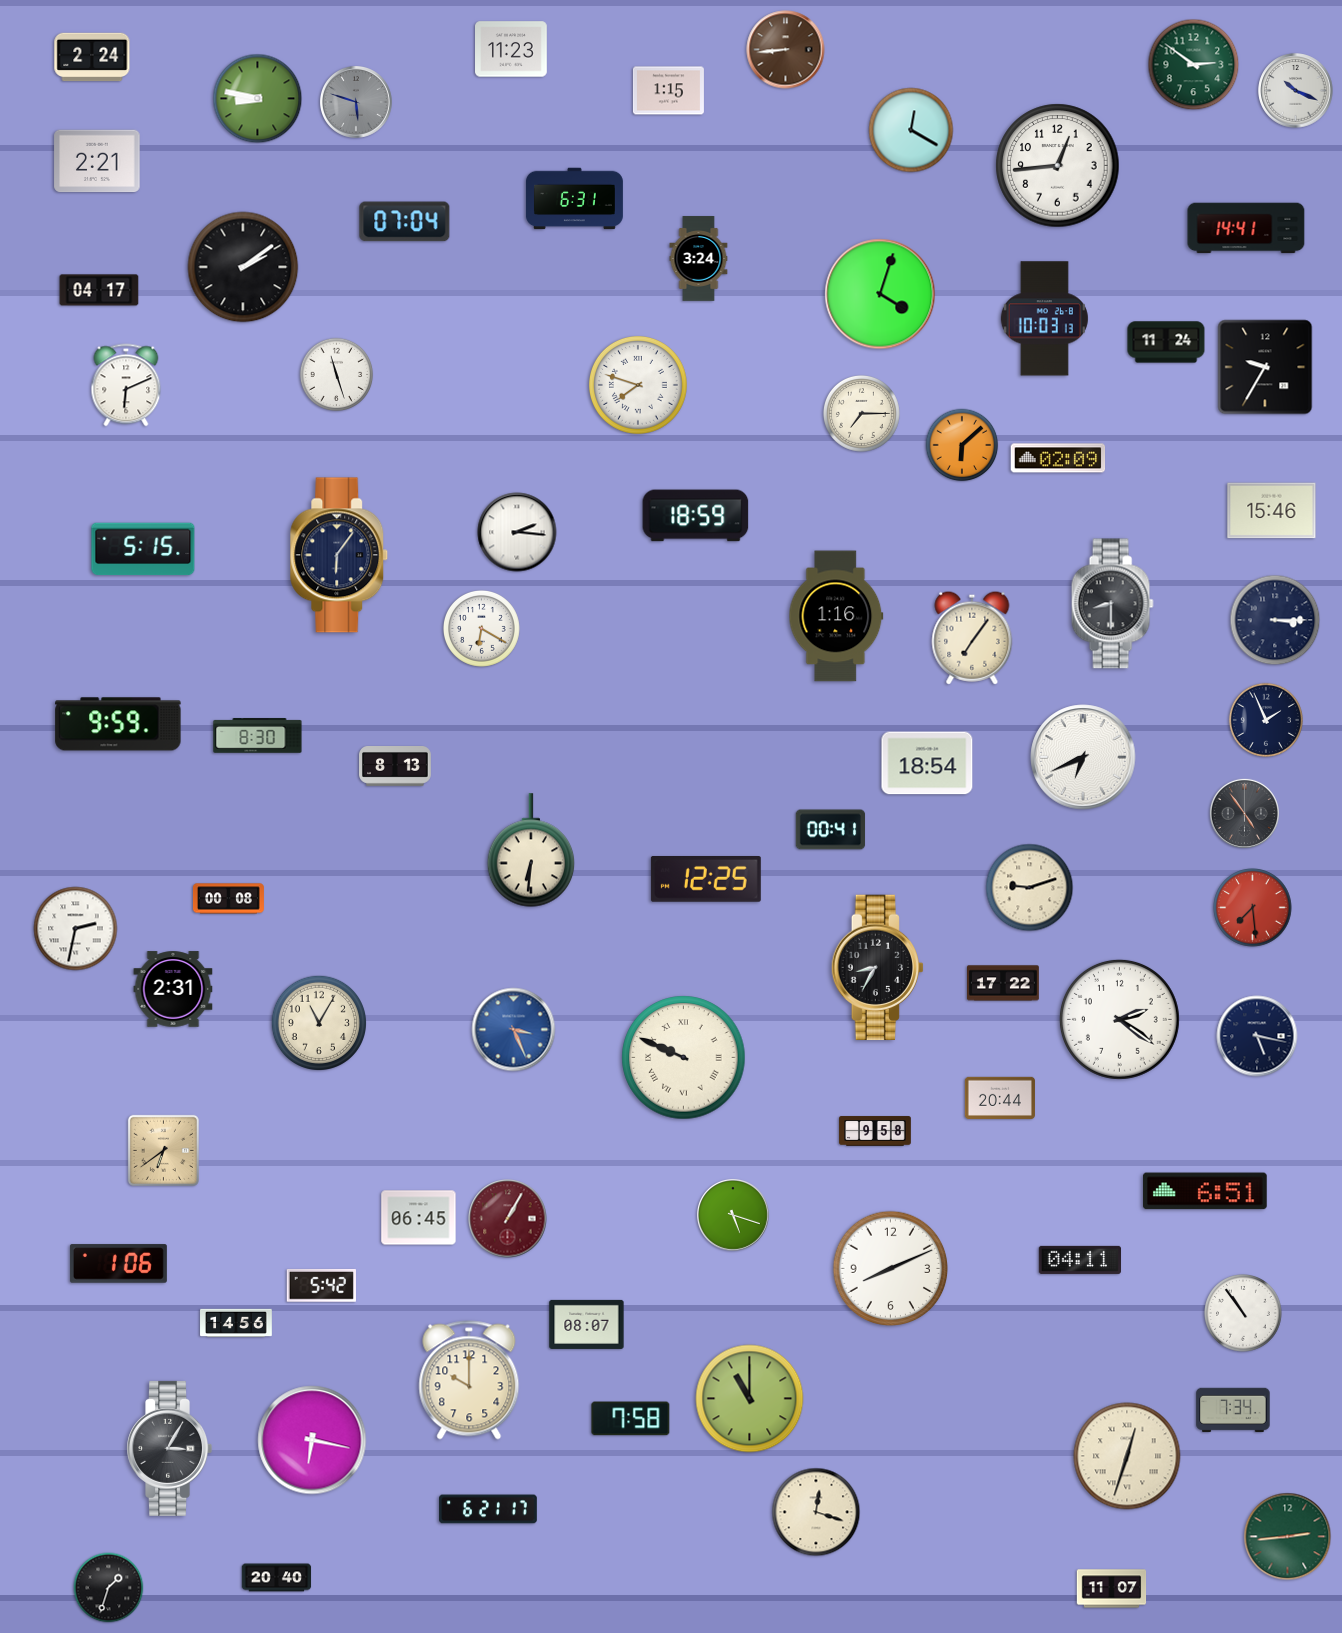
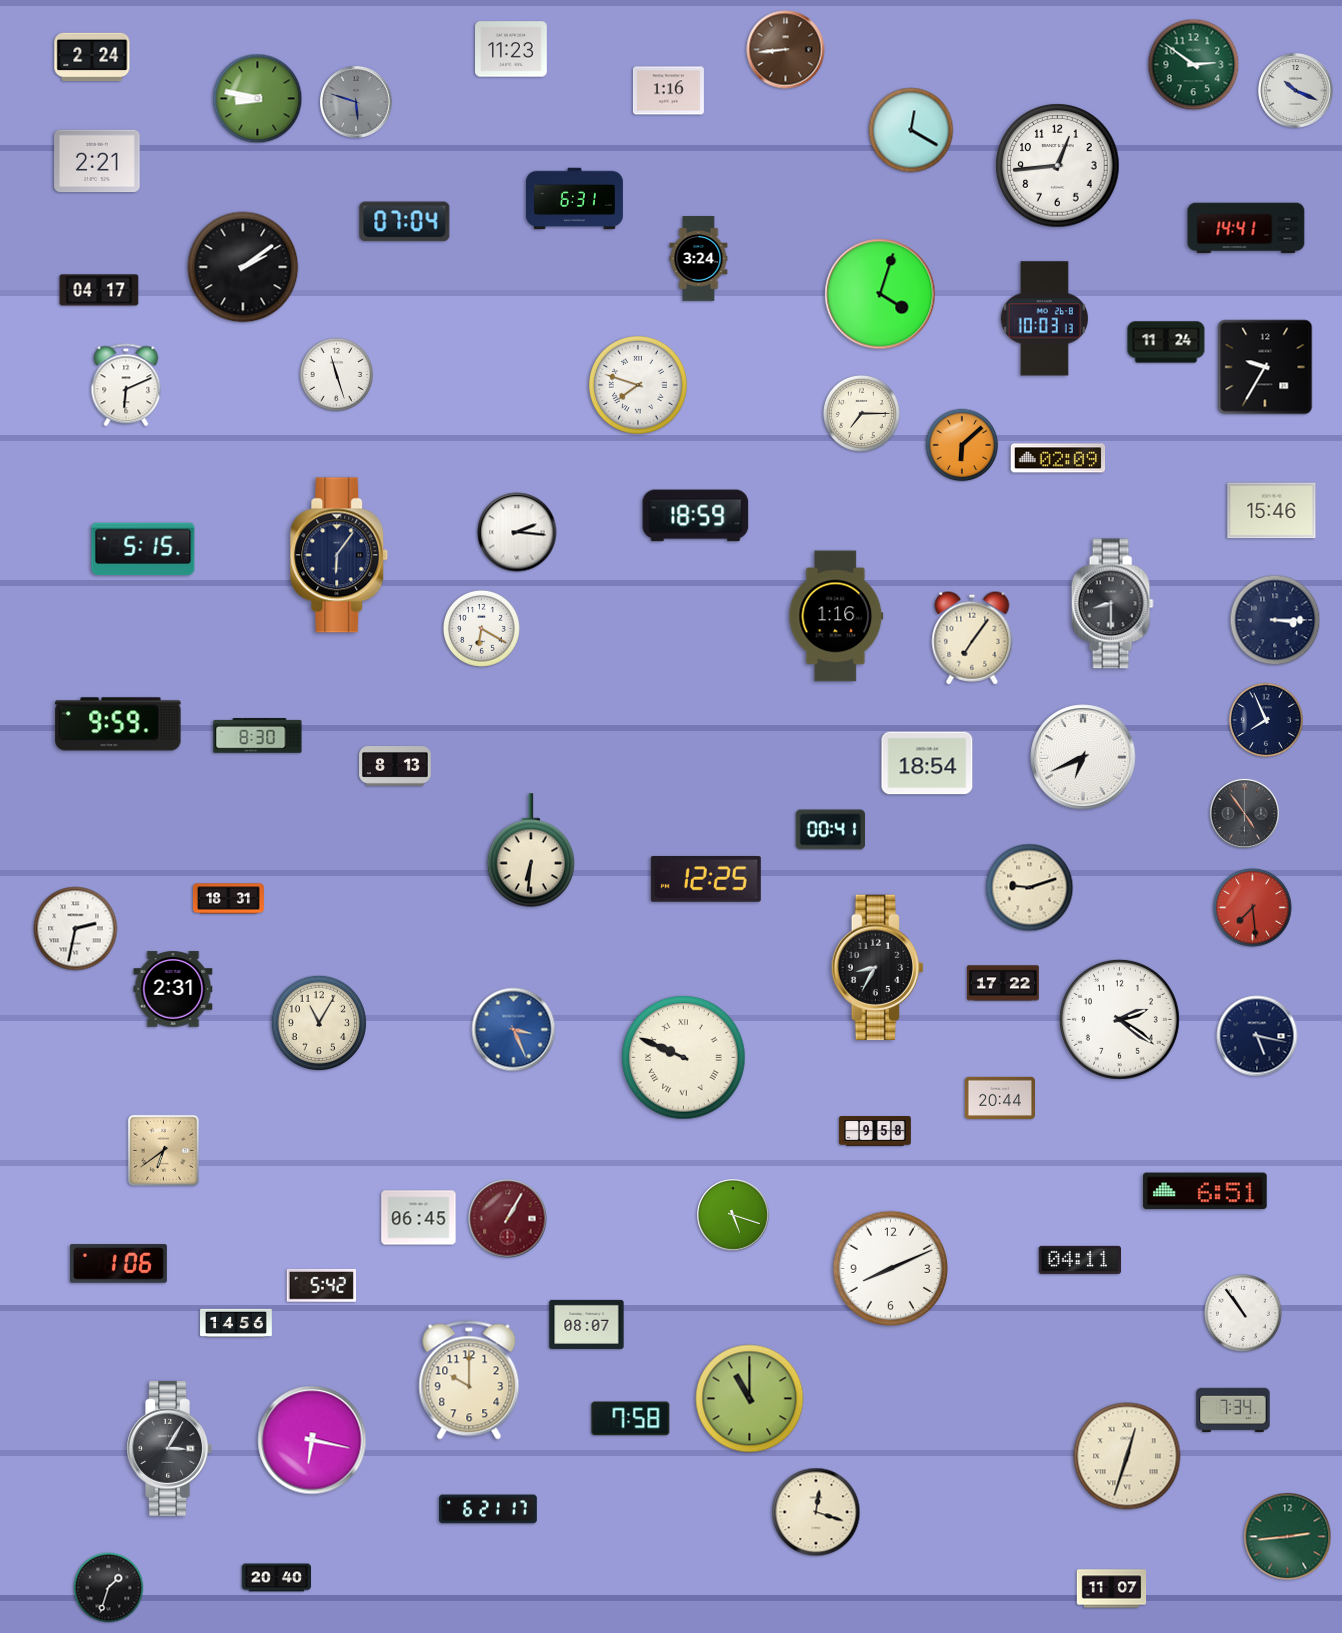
clock at (668, 91): 1:15 -> 1:16
clock at (1266, 720): 1:56 -> 7:56
clock at (228, 899): 00:08 -> 18:31
